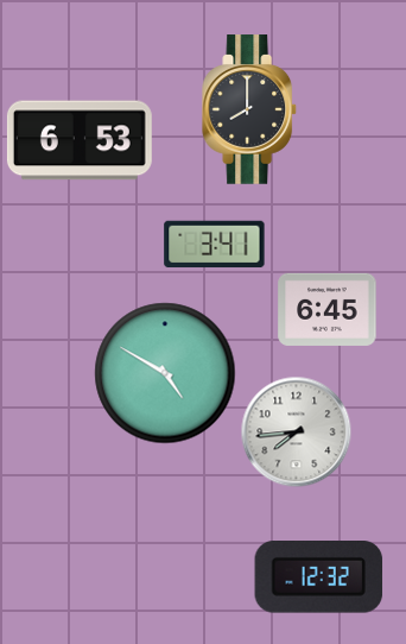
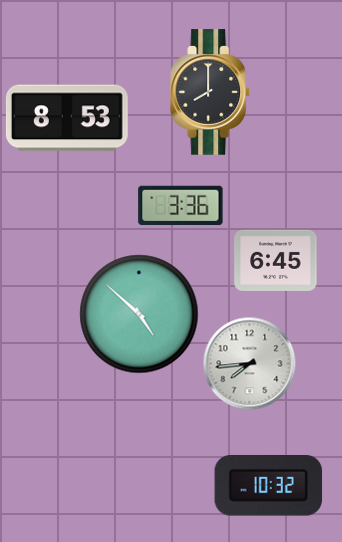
clock at (80, 140): 6:53 -> 8:53
clock at (215, 245): 3:41 -> 3:36
clock at (165, 373): 4:50 -> 4:52
clock at (319, 577): 12:32 -> 10:32
